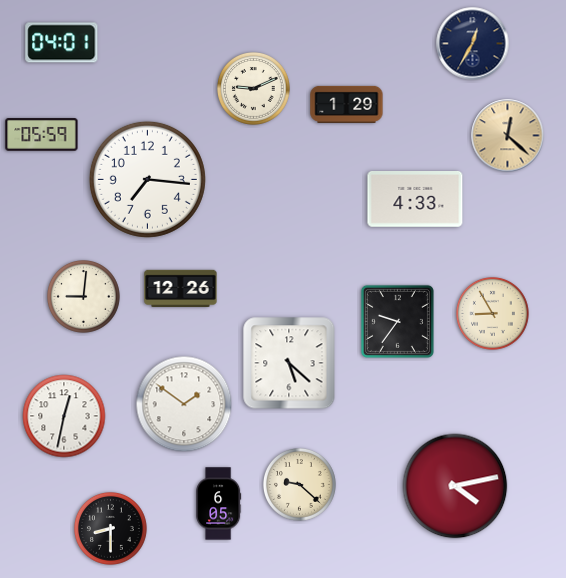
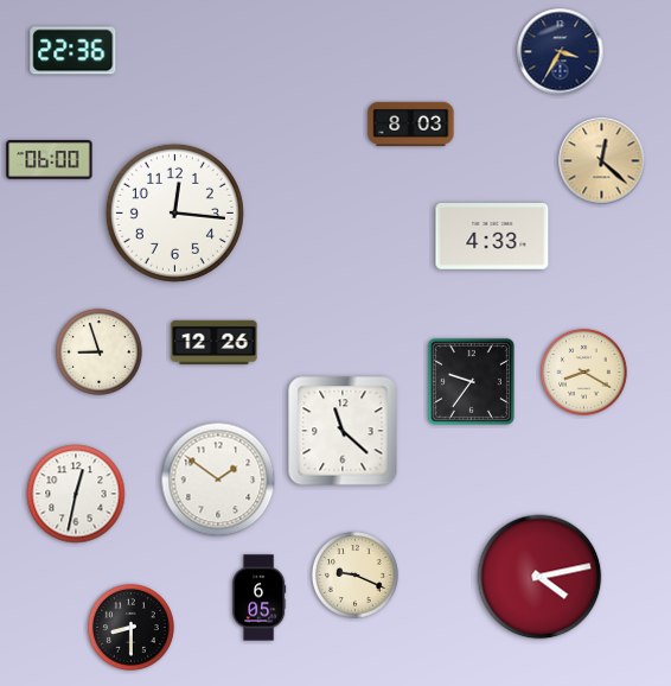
clock at (62, 43): 04:01 -> 22:36
clock at (473, 44): 12:35 -> 3:35
clock at (254, 89): 9:11 -> none
clock at (347, 104): 1:29 -> 8:03
clock at (42, 135): 05:59 -> 06:00
clock at (147, 179): 7:16 -> 12:16
clock at (84, 297): 9:01 -> 8:57
clock at (493, 314): 8:55 -> 8:20
clock at (289, 363): 5:22 -> 11:22
clock at (300, 485): 9:22 -> 9:19
